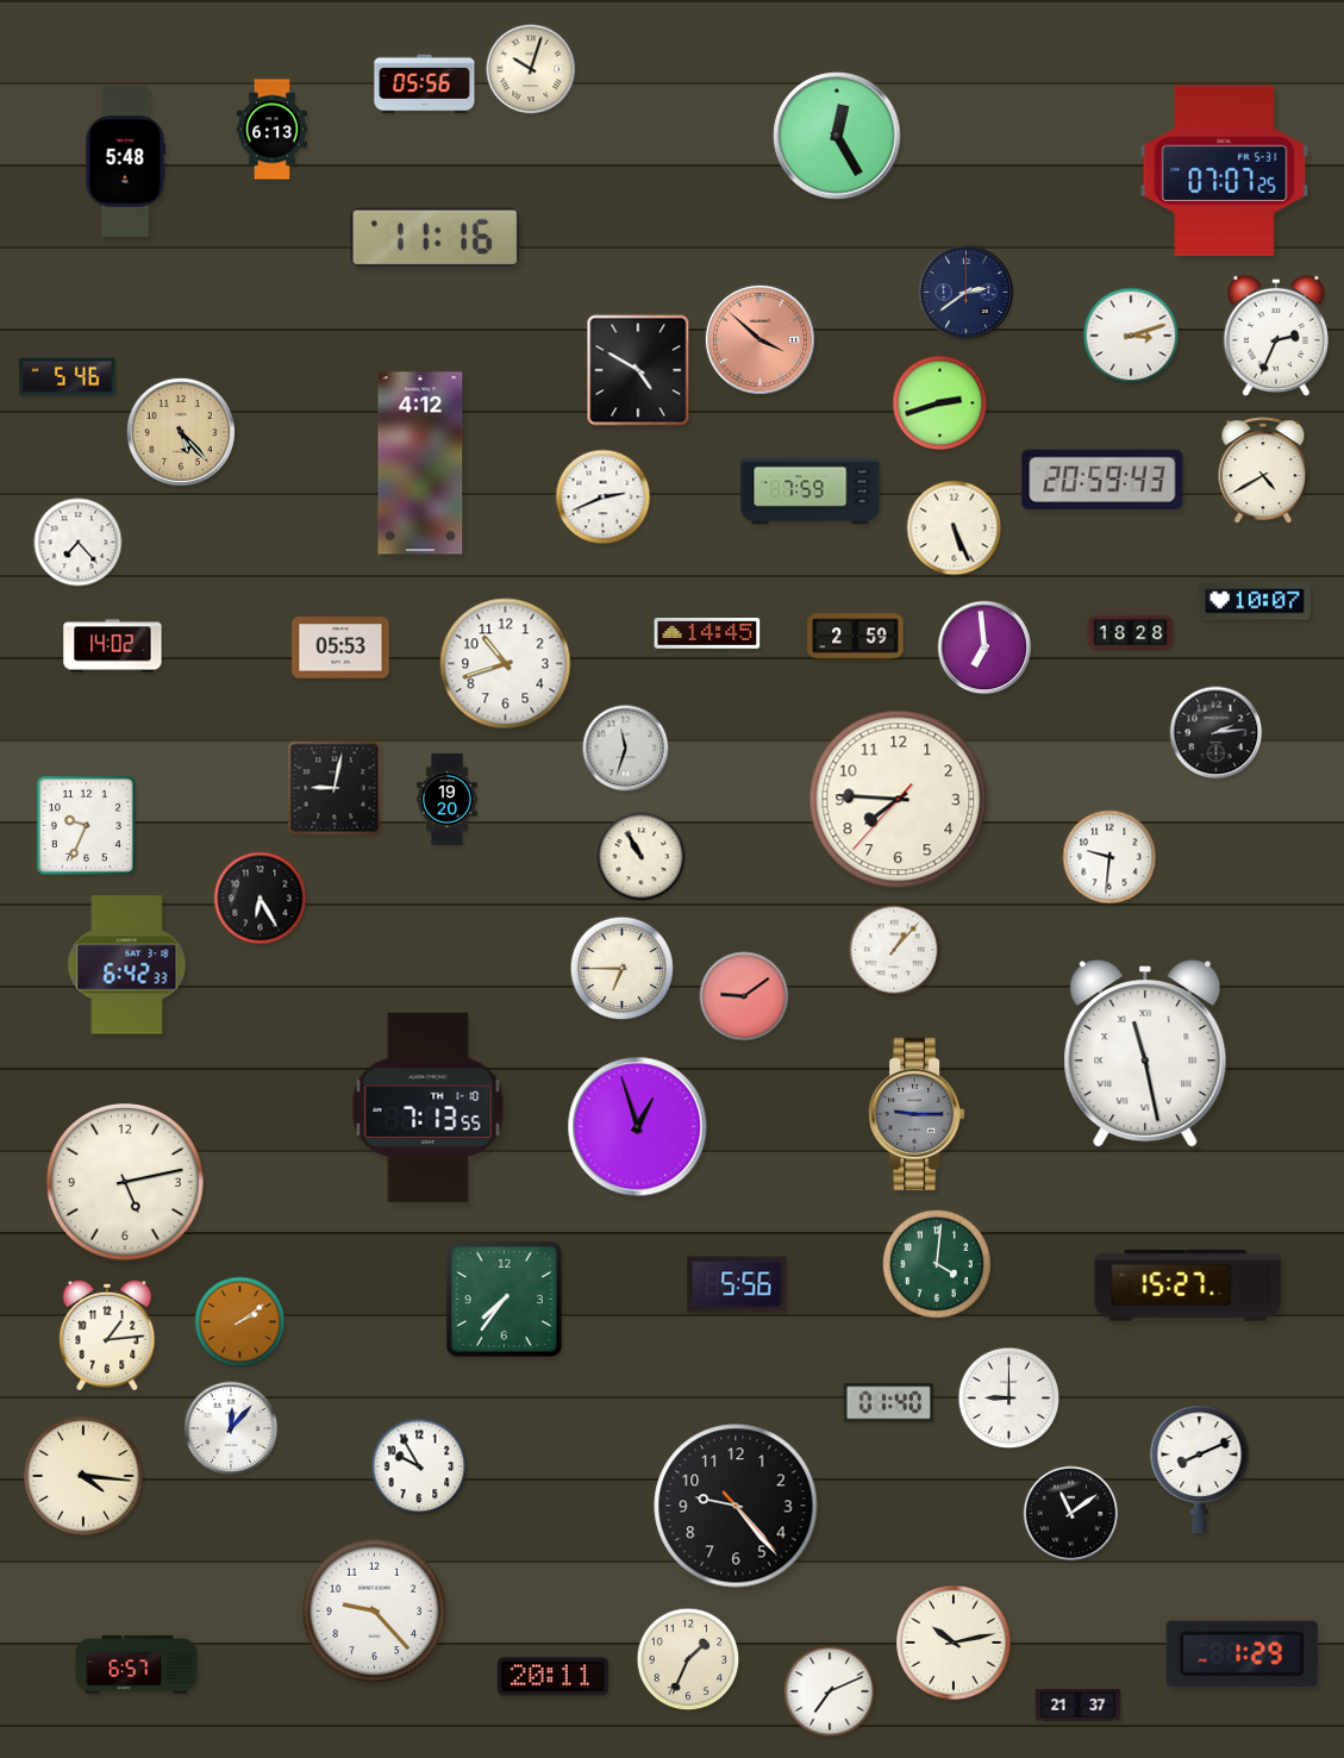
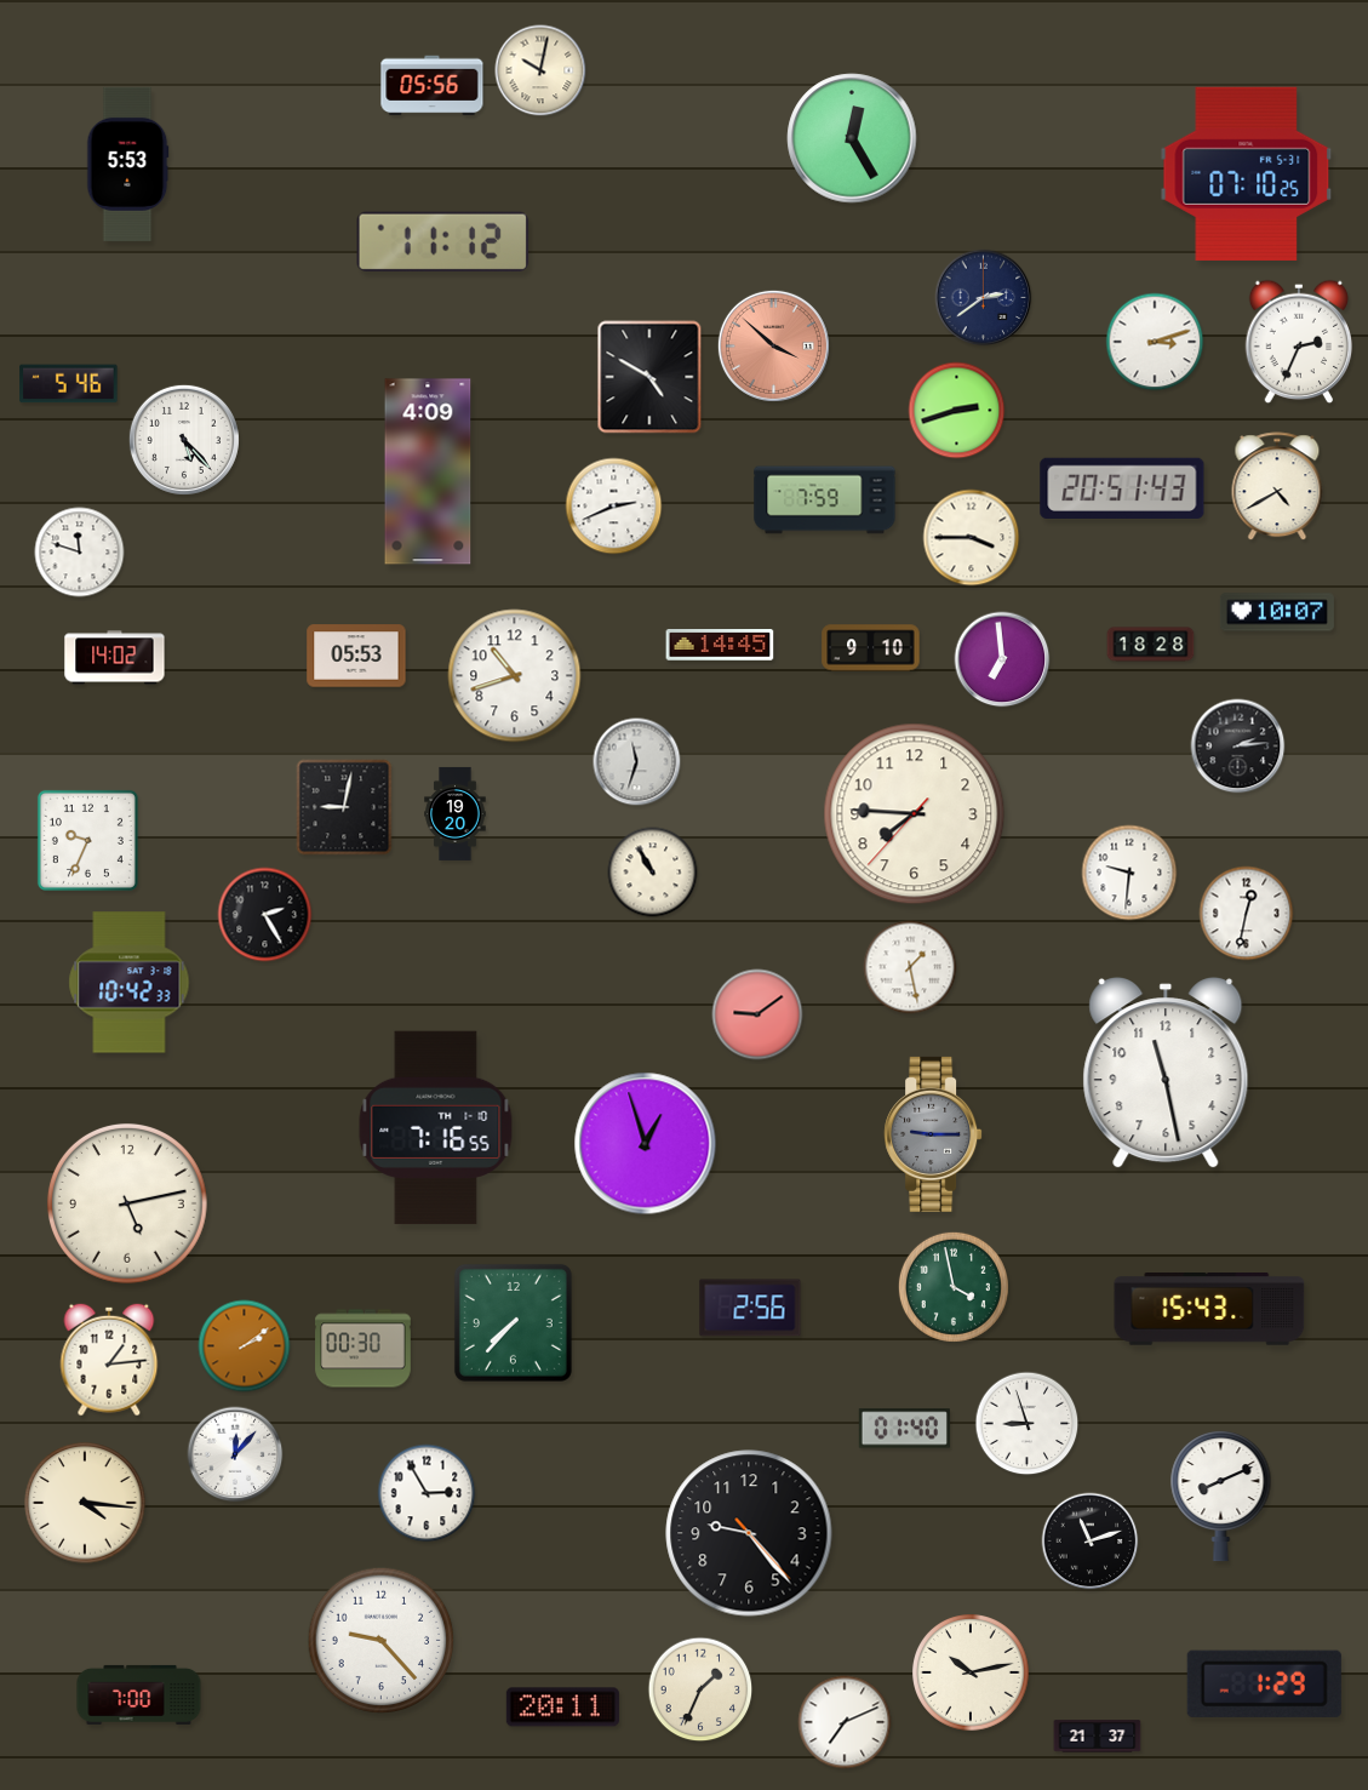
clock at (531, 69): 10:03 -> 10:02
clock at (271, 130): 6:13 -> none
clock at (126, 161): 5:48 -> 5:53
clock at (1225, 170): 07:07 -> 07:10
clock at (435, 237): 11:16 -> 11:12
clock at (1131, 336) position: (1131, 336) -> (1155, 342)
clock at (181, 432) dial: champagne -> white
clock at (420, 463): 4:12 -> 4:09
clock at (1263, 471) position: (1263, 471) -> (1277, 487)
clock at (1102, 480): 20:59 -> 20:51
clock at (955, 528): 5:26 -> 3:45
clock at (79, 543): 7:23 -> 11:48
clock at (856, 637): 2:59 -> 9:10
clock at (340, 647) position: (340, 647) -> (356, 656)
clock at (335, 788) position: (335, 788) -> (344, 807)
clock at (1247, 914): none -> 12:32
clock at (261, 899): 6:25 -> 2:25
clock at (894, 950): 1:07 -> 1:28
clock at (127, 965): 6:42 -> 10:42
clock at (623, 969): 6:45 -> none
clock at (1145, 1053) numerals: Roman -> Arabic
clock at (429, 1108): 7:13 -> 7:16
clock at (638, 1127) position: (638, 1127) -> (646, 1144)
clock at (937, 1264): 4:01 -> 3:58
clock at (737, 1284): 5:56 -> 2:56
clock at (1188, 1287): 15:27 -> 15:43
clock at (504, 1299): 7:36 -> 7:37
clock at (364, 1349): none -> 00:30
clock at (1009, 1399): 9:00 -> 8:57
clock at (419, 1466): 9:55 -> 2:55
clock at (1071, 1514): 11:09 -> 11:12
clock at (137, 1664): 6:57 -> 7:00
